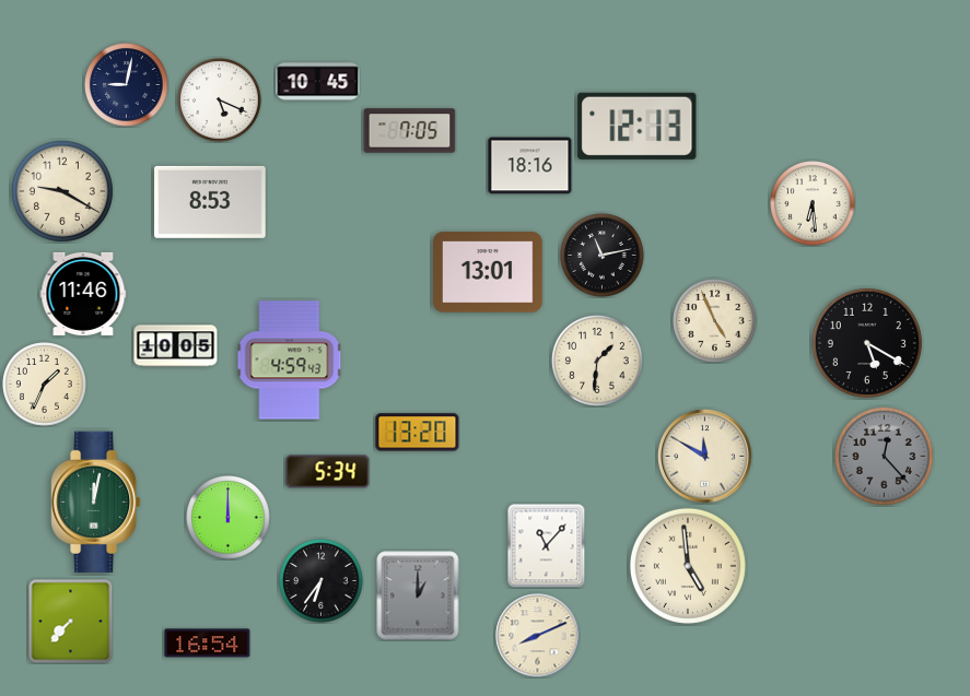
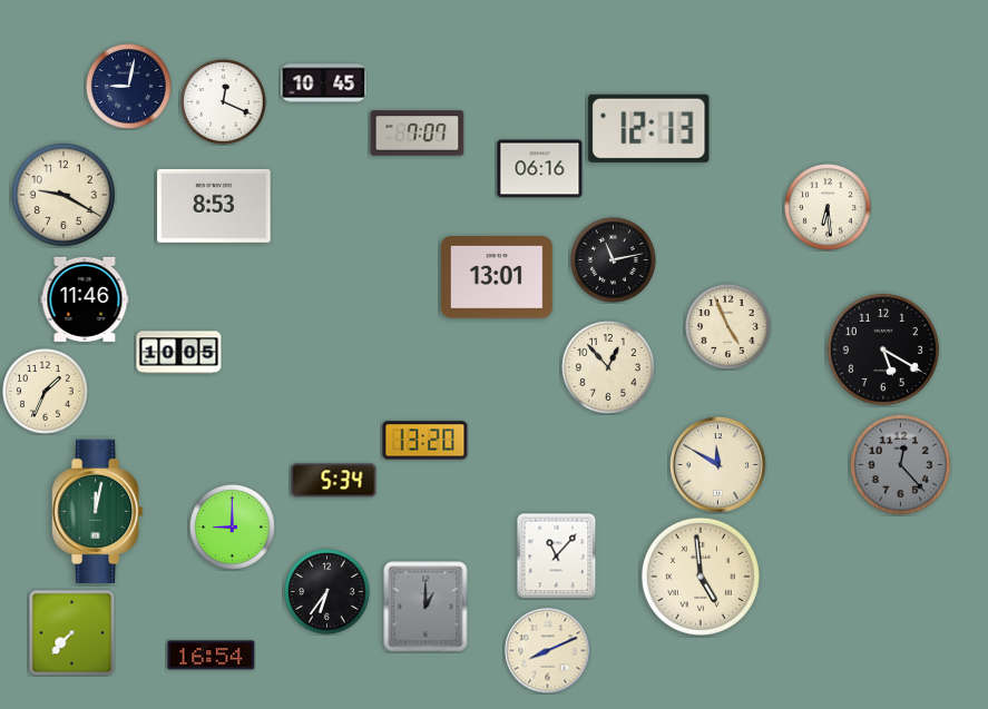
clock at (220, 101): 5:19 -> 12:19
clock at (410, 131): 7:05 -> 7:07
clock at (530, 166): 18:16 -> 06:16
clock at (290, 361): 4:59 -> none
clock at (598, 362): 1:31 -> 12:53
clock at (229, 518): 12:00 -> 9:00
clock at (538, 636) position: (538, 636) -> (548, 651)
